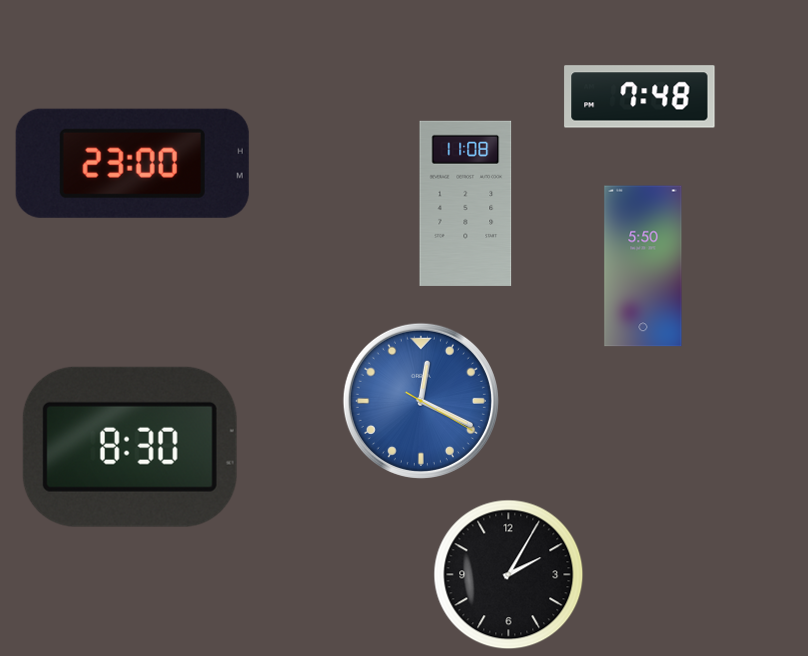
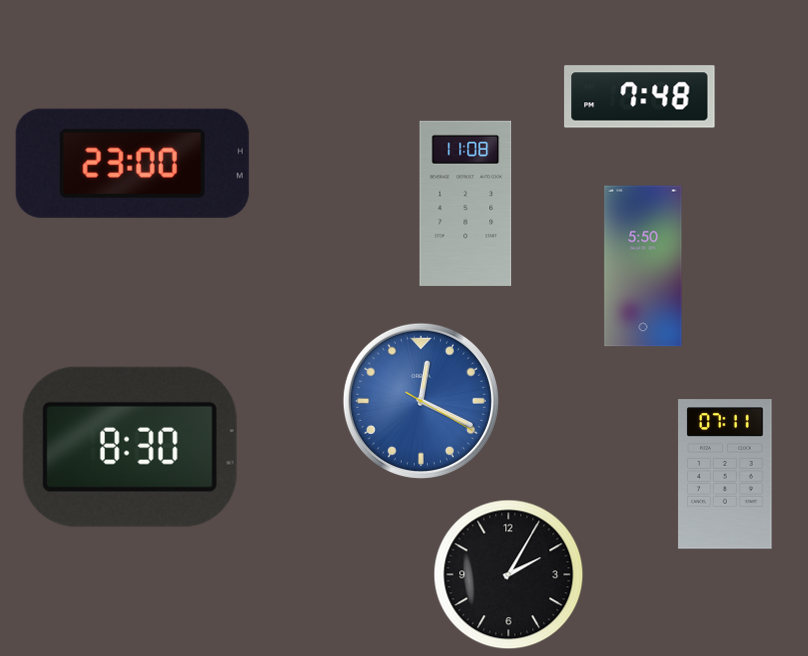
clock at (725, 474): none -> 07:11
